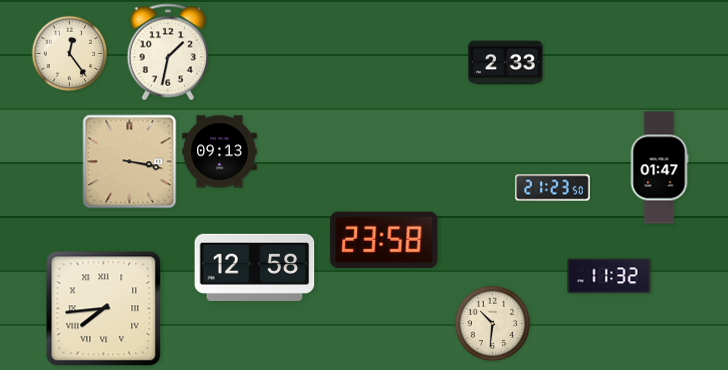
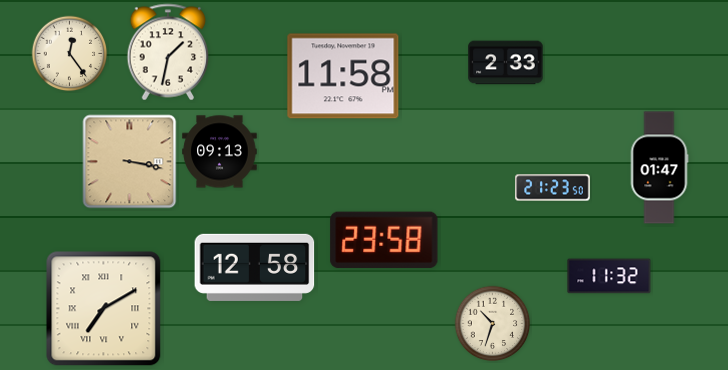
clock at (343, 76): none -> 11:58
clock at (104, 309): 7:44 -> 7:10
clock at (493, 324): 10:31 -> 10:33
